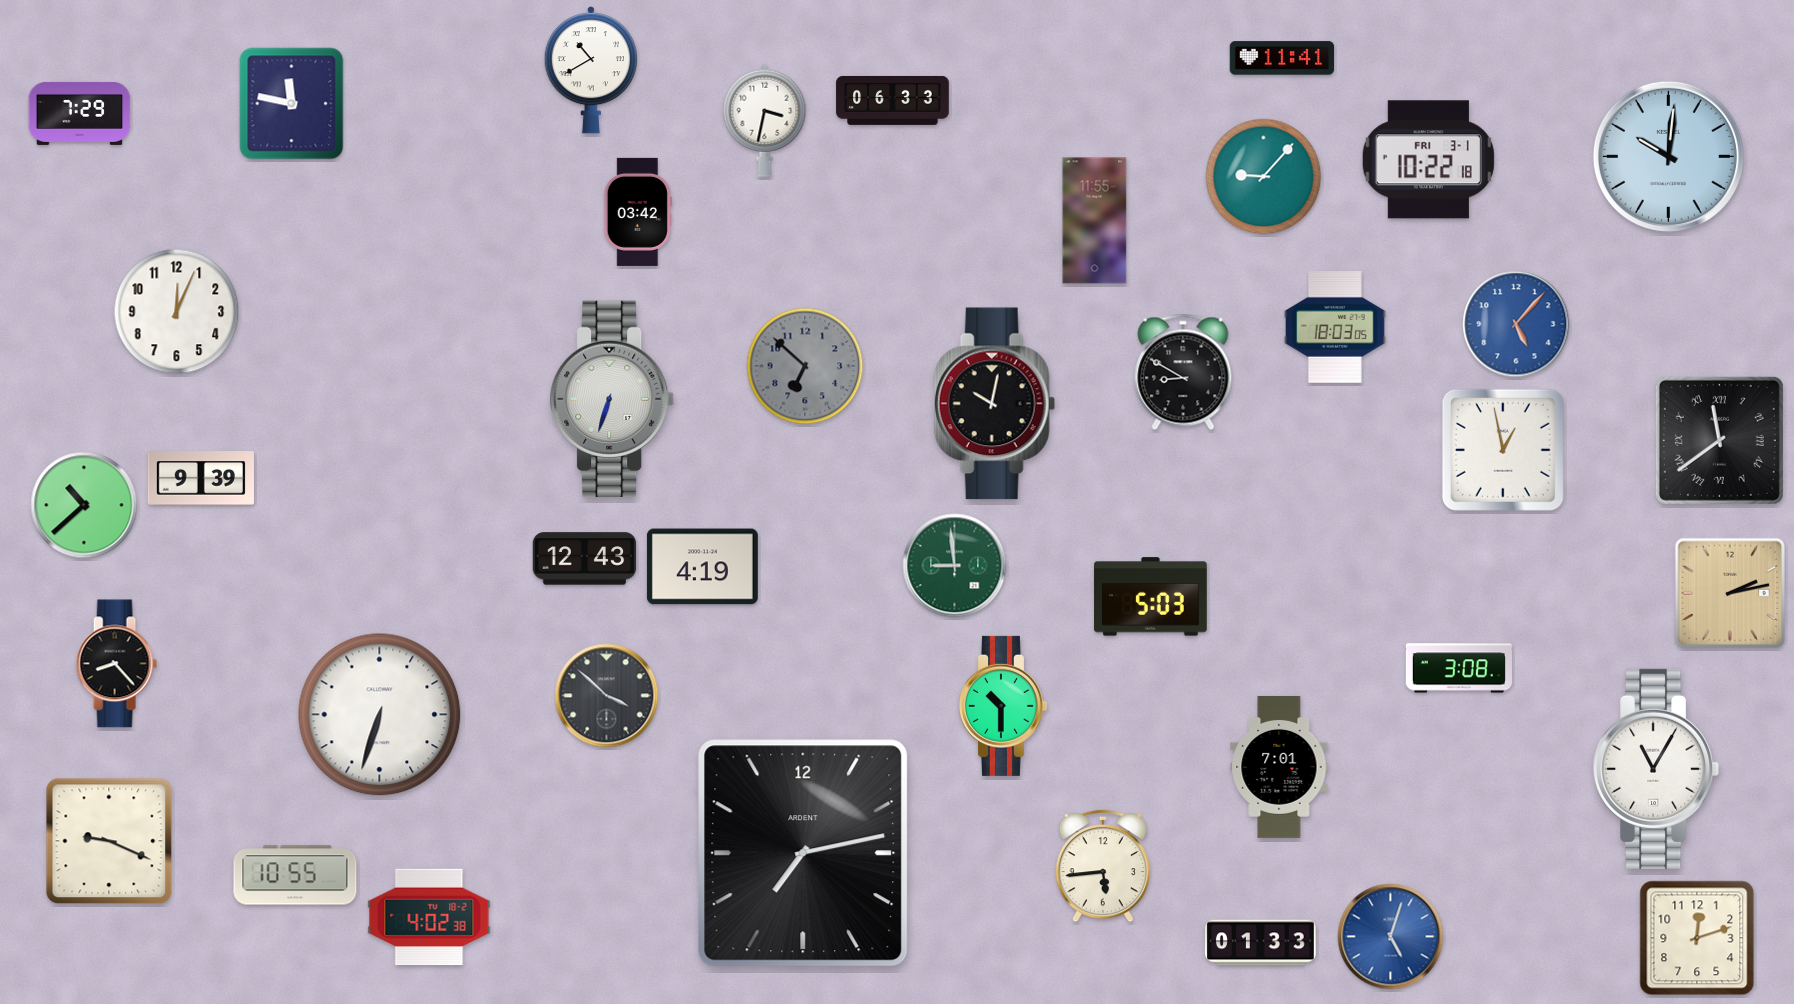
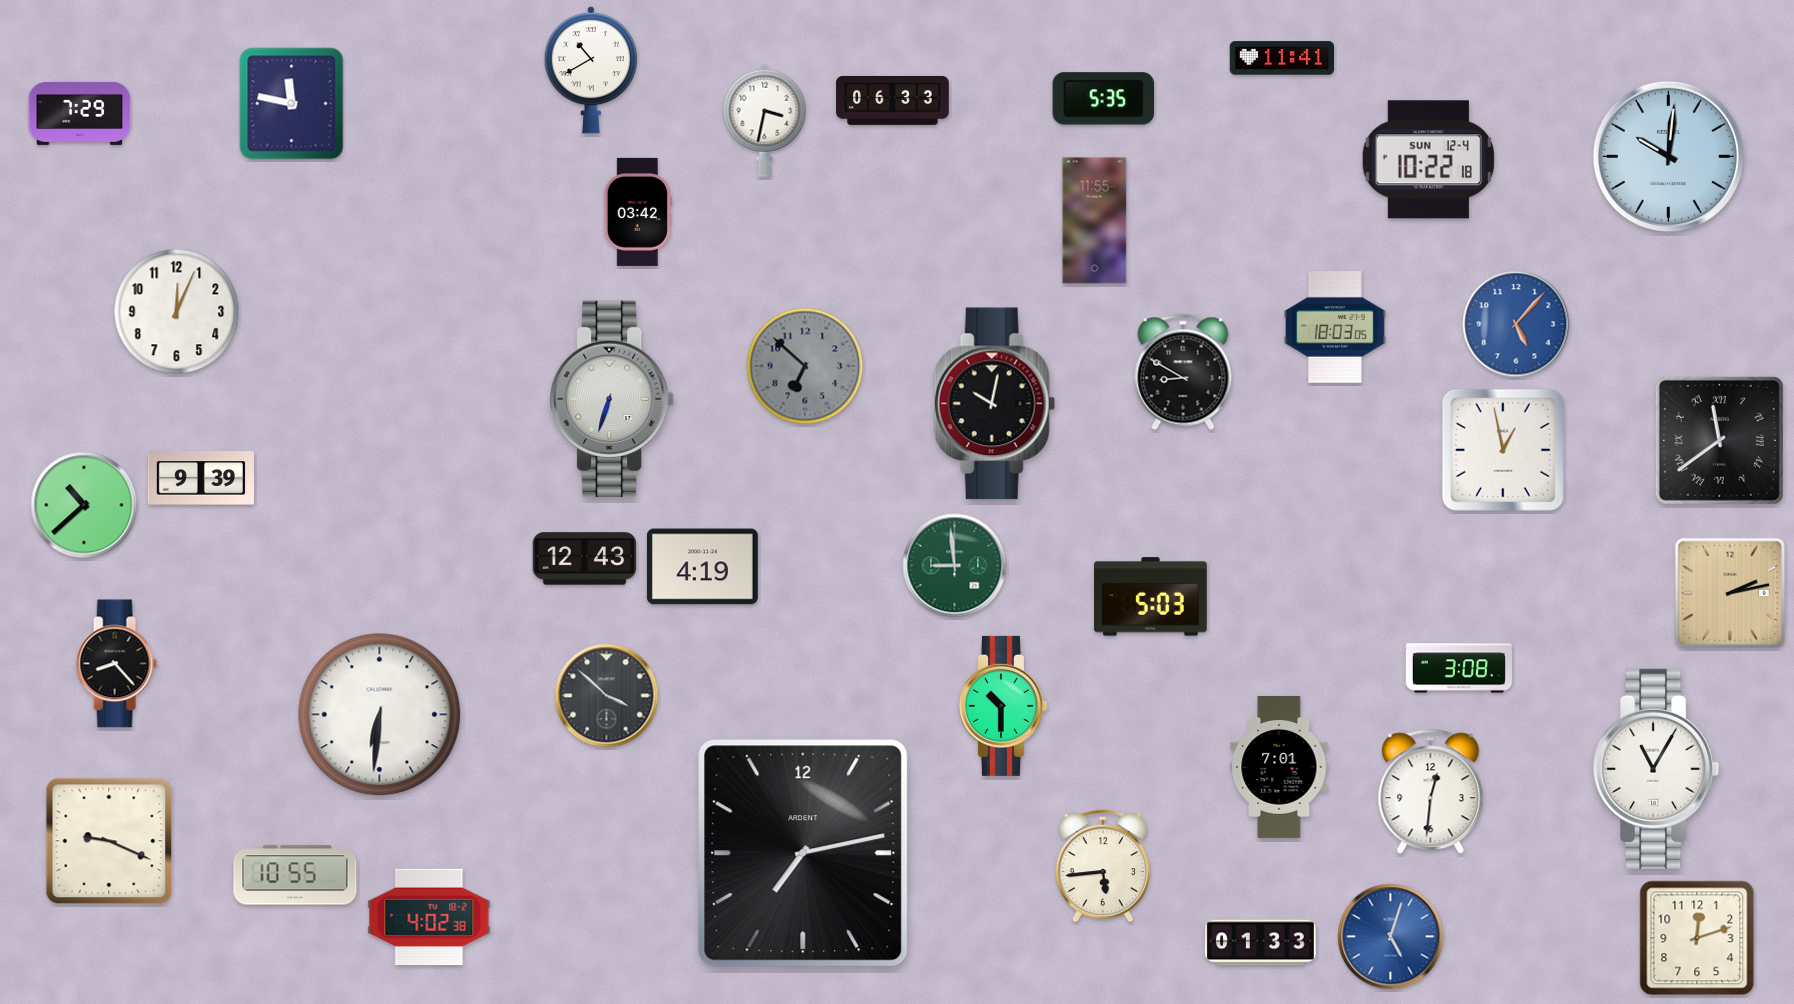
clock at (1104, 99): none -> 5:35
clock at (1428, 160) date: FRI 3-1 -> SUN 12-4
clock at (1264, 177): 9:07 -> none
clock at (380, 715): 6:33 -> 6:31
clock at (1431, 792): none -> 12:31
